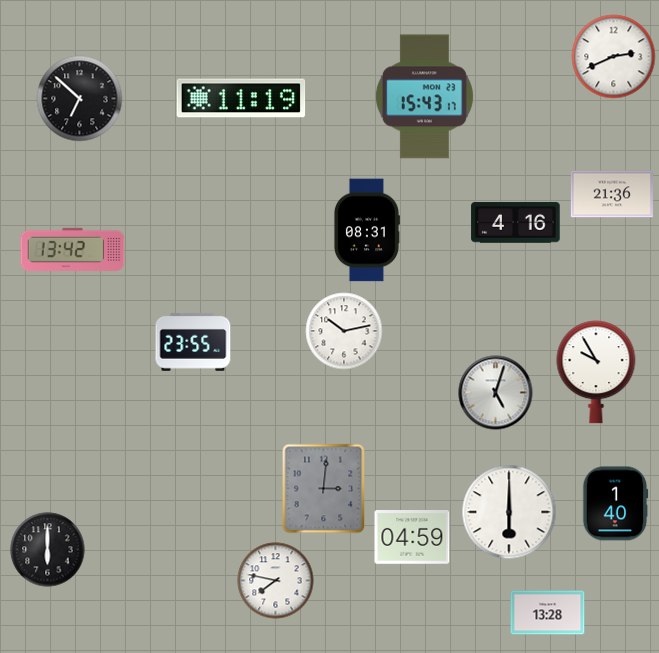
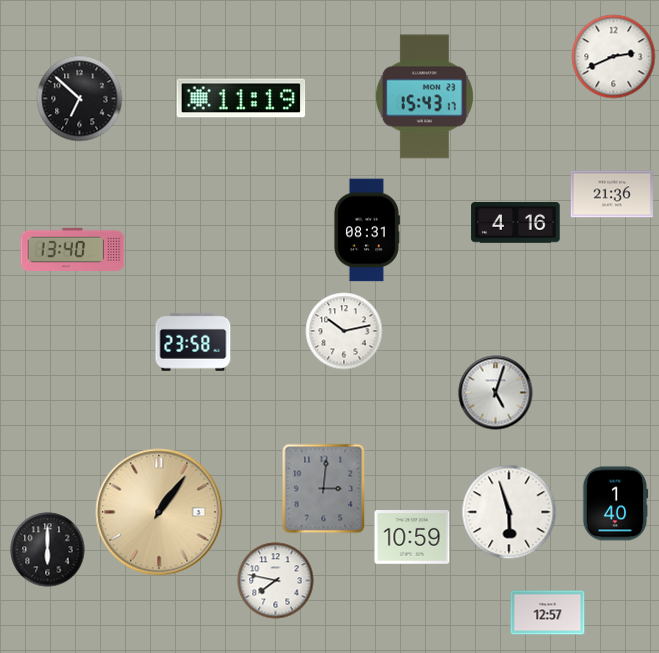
clock at (73, 249): 13:42 -> 13:40
clock at (193, 342): 23:55 -> 23:58
clock at (596, 372): 9:55 -> none
clock at (159, 512): none -> 1:06
clock at (509, 512): 6:00 -> 5:57
clock at (412, 538): 04:59 -> 10:59
clock at (548, 613): 13:28 -> 12:57
